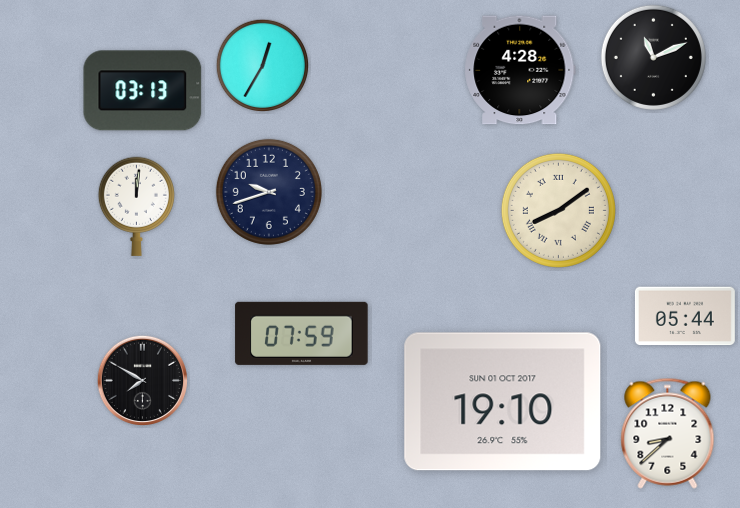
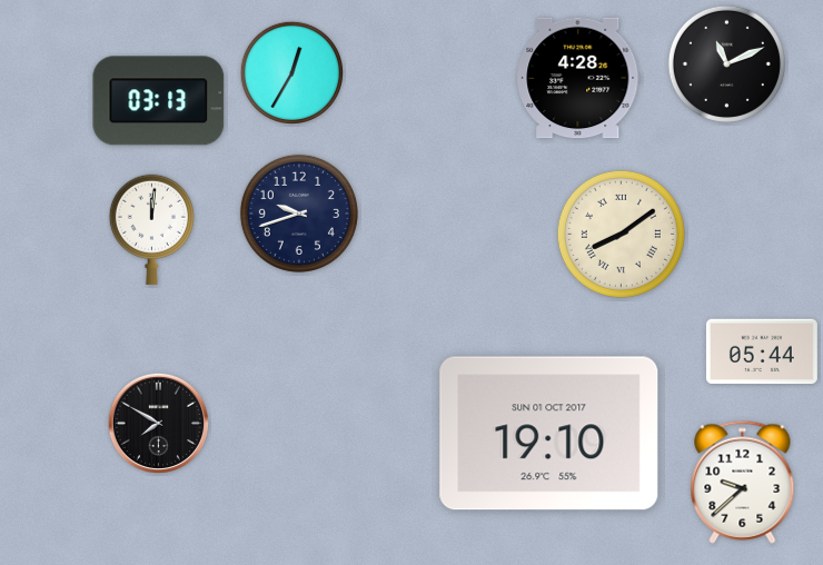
clock at (302, 333): 07:59 -> none
clock at (503, 402) position: (503, 402) -> (549, 434)
clock at (668, 433): 8:38 -> 9:38
